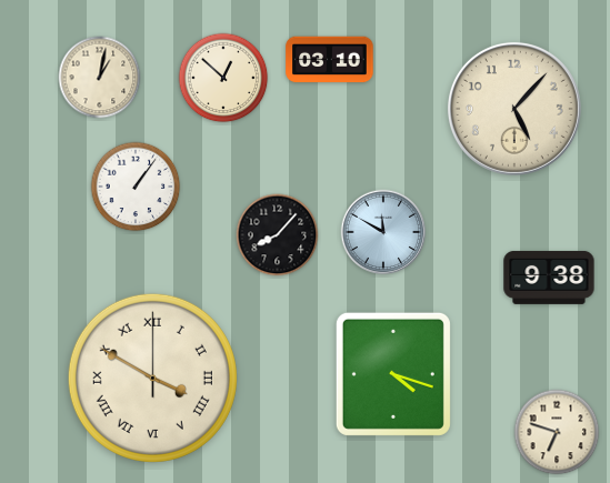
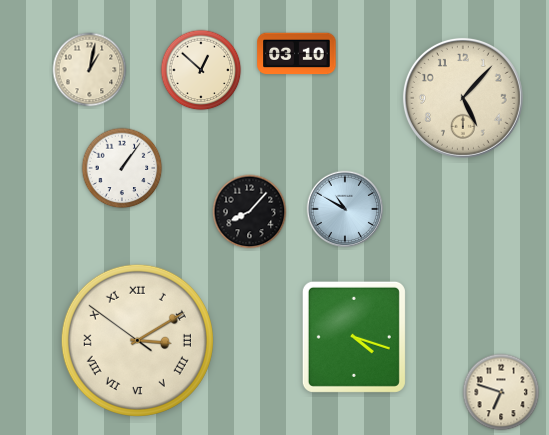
clock at (383, 232): 11:50 -> 10:50
clock at (549, 278): 9:38 -> none
clock at (152, 378): 3:50 -> 3:09
clock at (557, 432) position: (557, 432) -> (501, 392)
